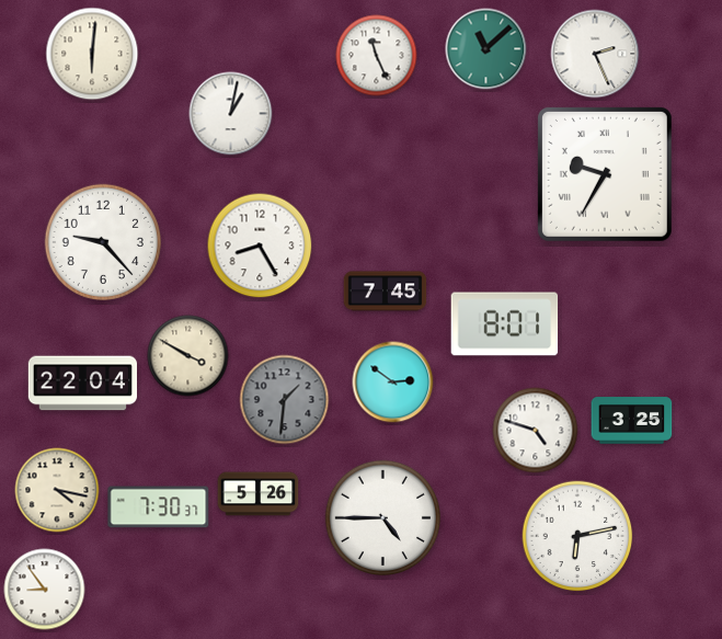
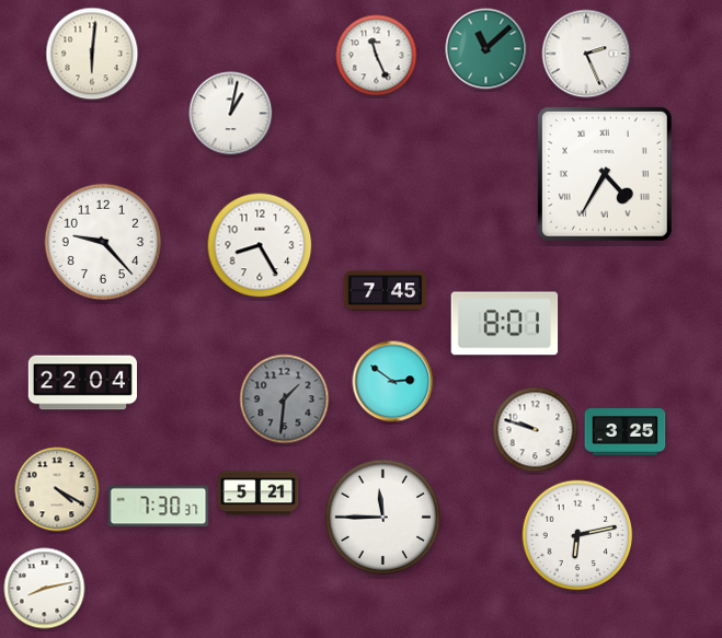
clock at (595, 54) position: (595, 54) -> (586, 54)
clock at (605, 174): 9:35 -> 4:35
clock at (188, 356): 3:50 -> none
clock at (632, 421) position: (632, 421) -> (626, 432)
clock at (536, 431): 4:48 -> 9:48
clock at (57, 490): 4:17 -> 4:20
clock at (259, 494): 5:26 -> 5:21
clock at (382, 517): 4:45 -> 11:45
clock at (45, 590): 8:54 -> 8:13
